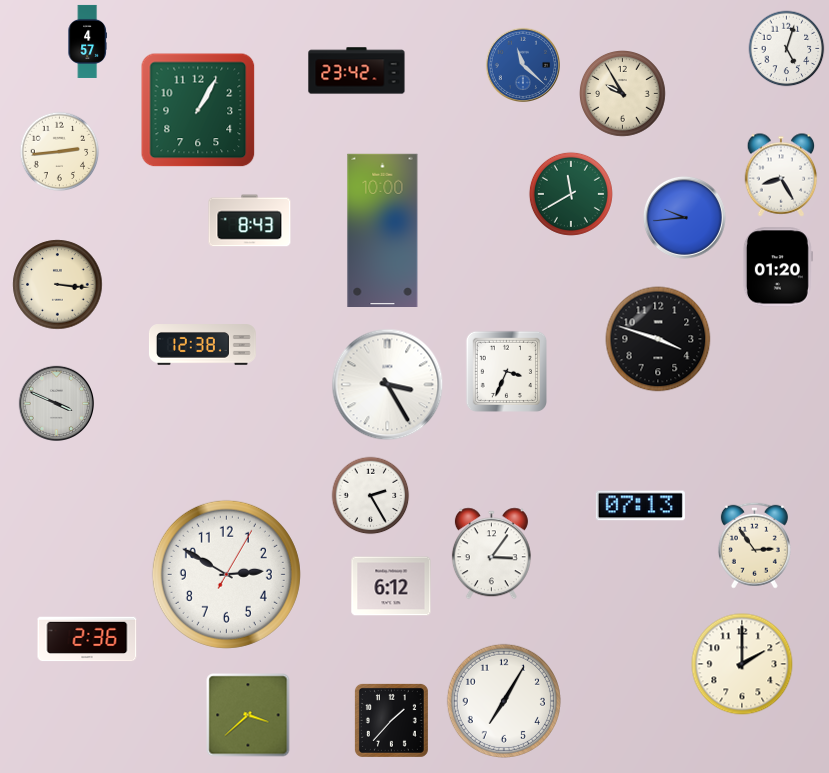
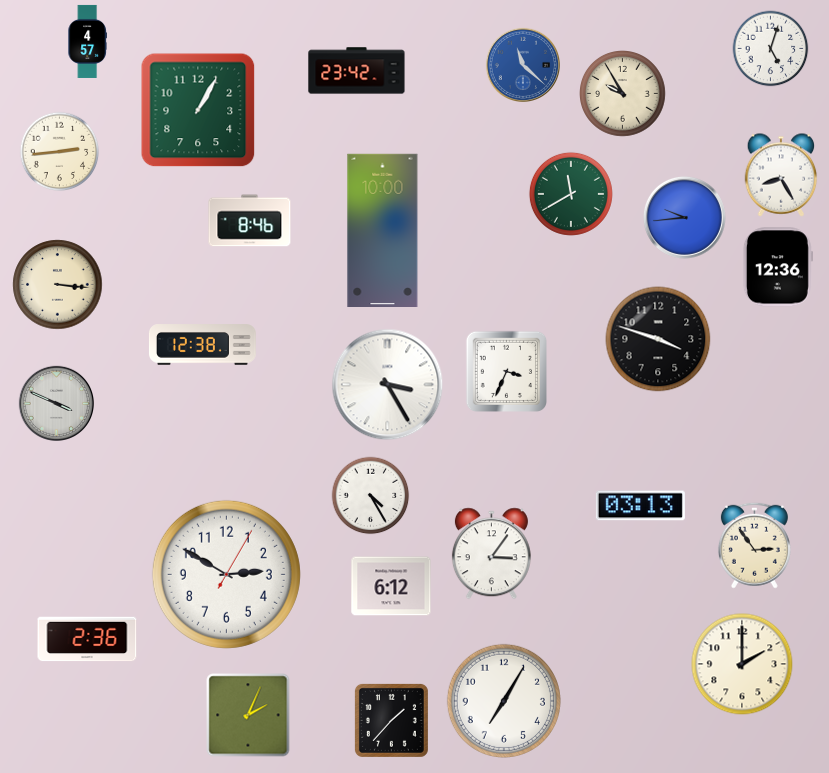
clock at (787, 49) position: (787, 49) -> (771, 49)
clock at (250, 221): 8:43 -> 8:46
clock at (778, 267): 01:20 -> 12:36
clock at (371, 496): 2:25 -> 4:25
clock at (640, 506): 07:13 -> 03:13
clock at (248, 715): 3:38 -> 2:04
